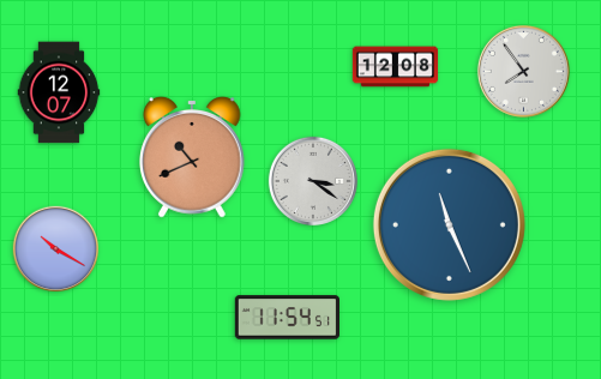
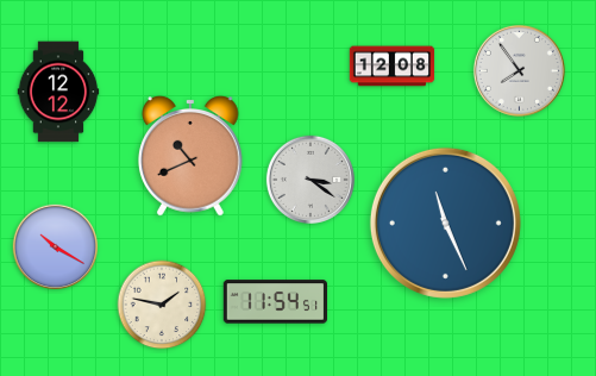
clock at (59, 92): 12:07 -> 12:12
clock at (162, 305): none -> 1:47
clock at (287, 318) position: (287, 318) -> (275, 302)
